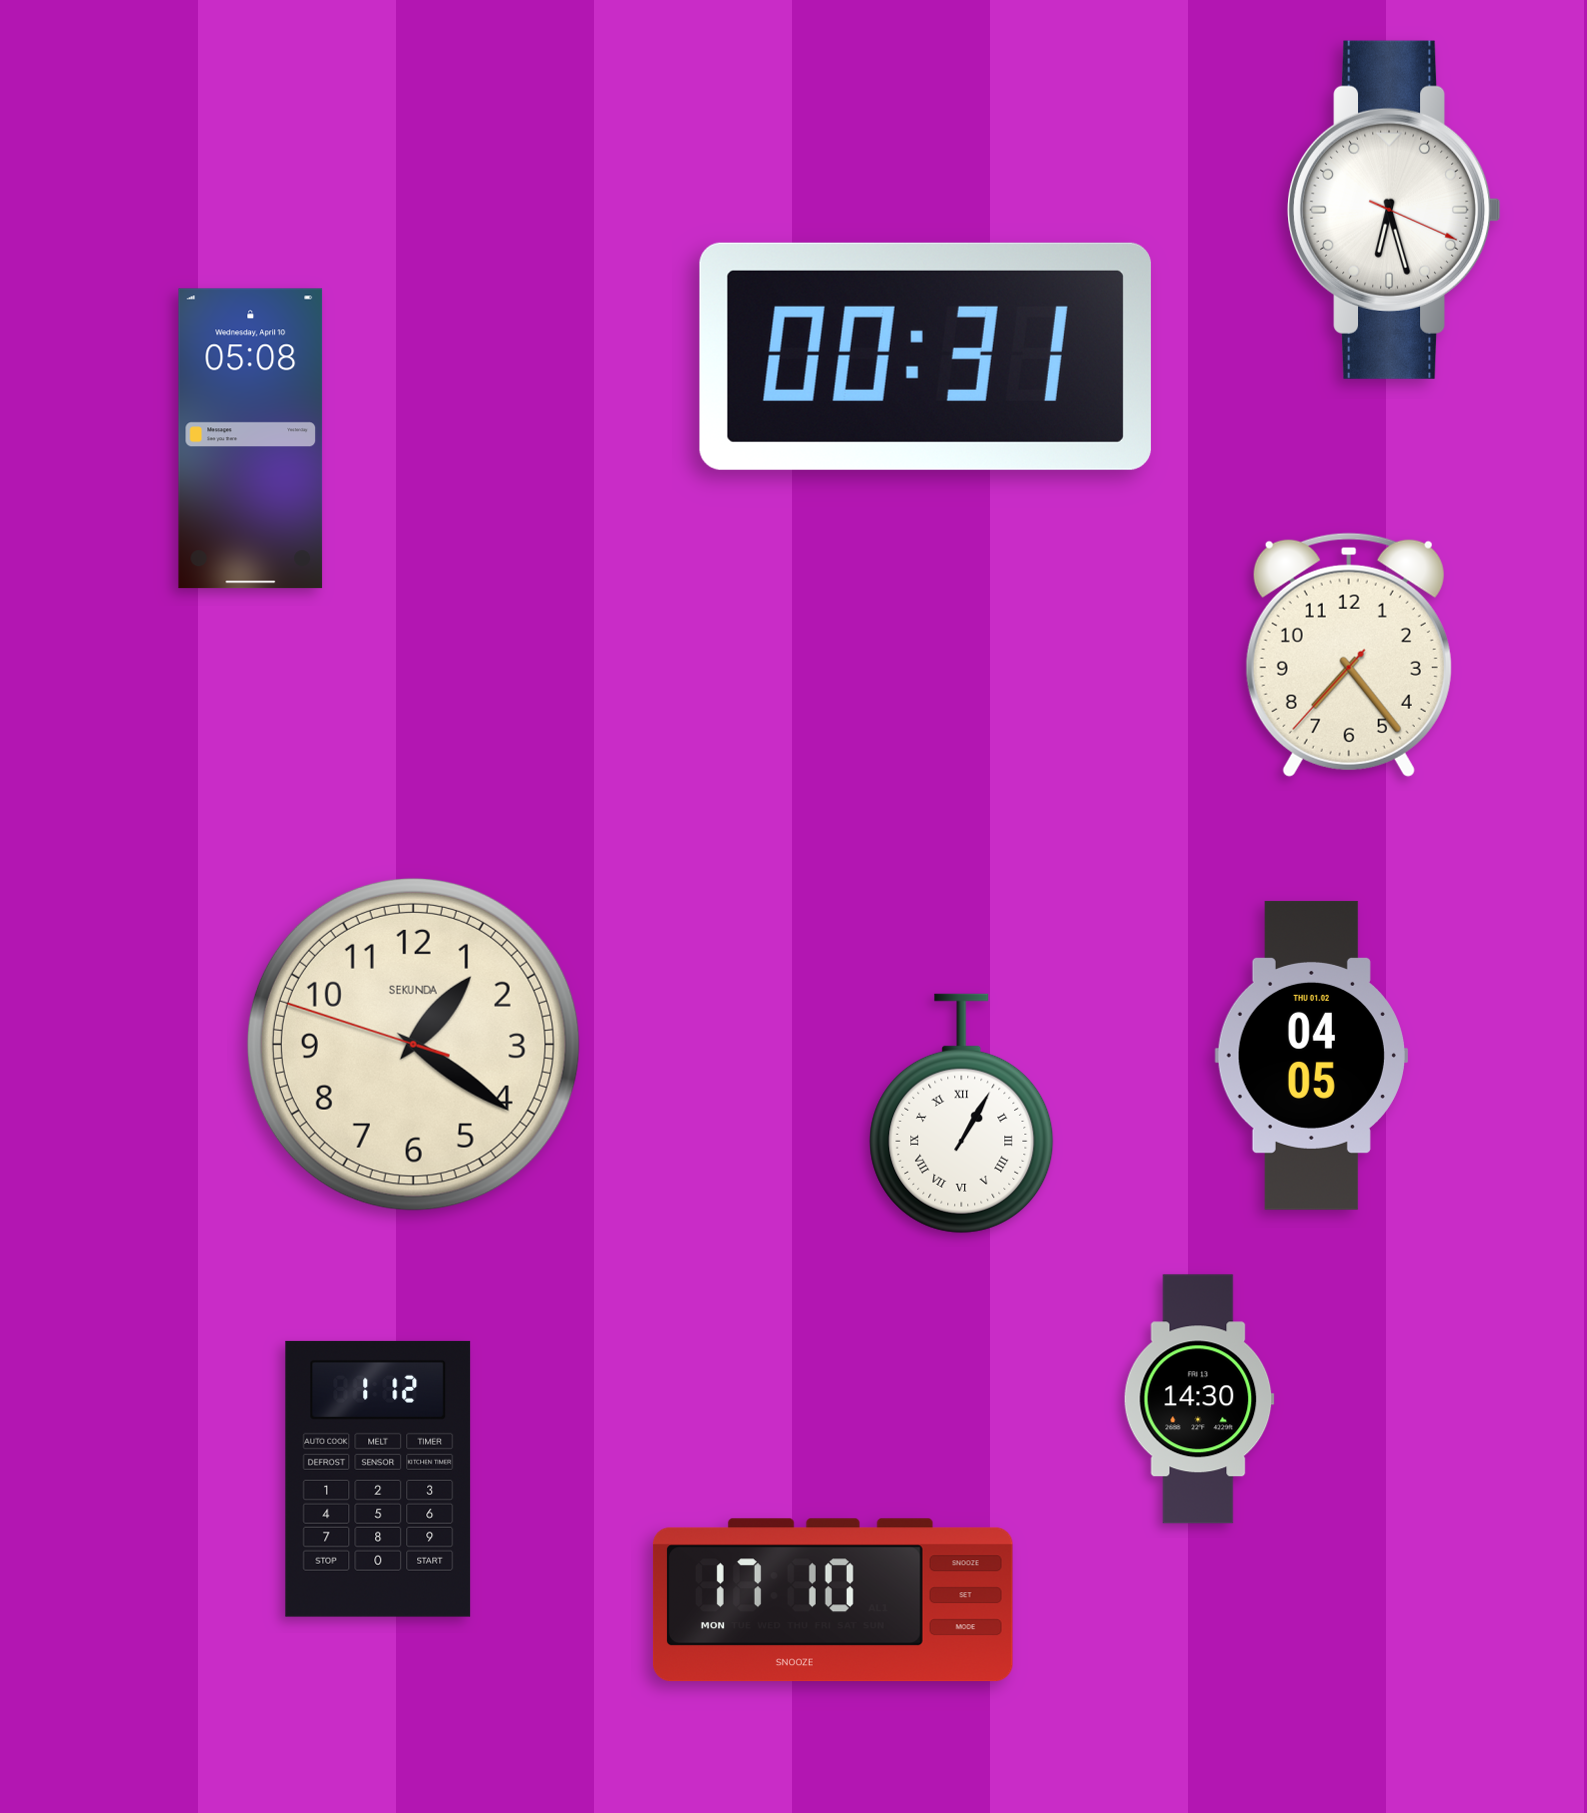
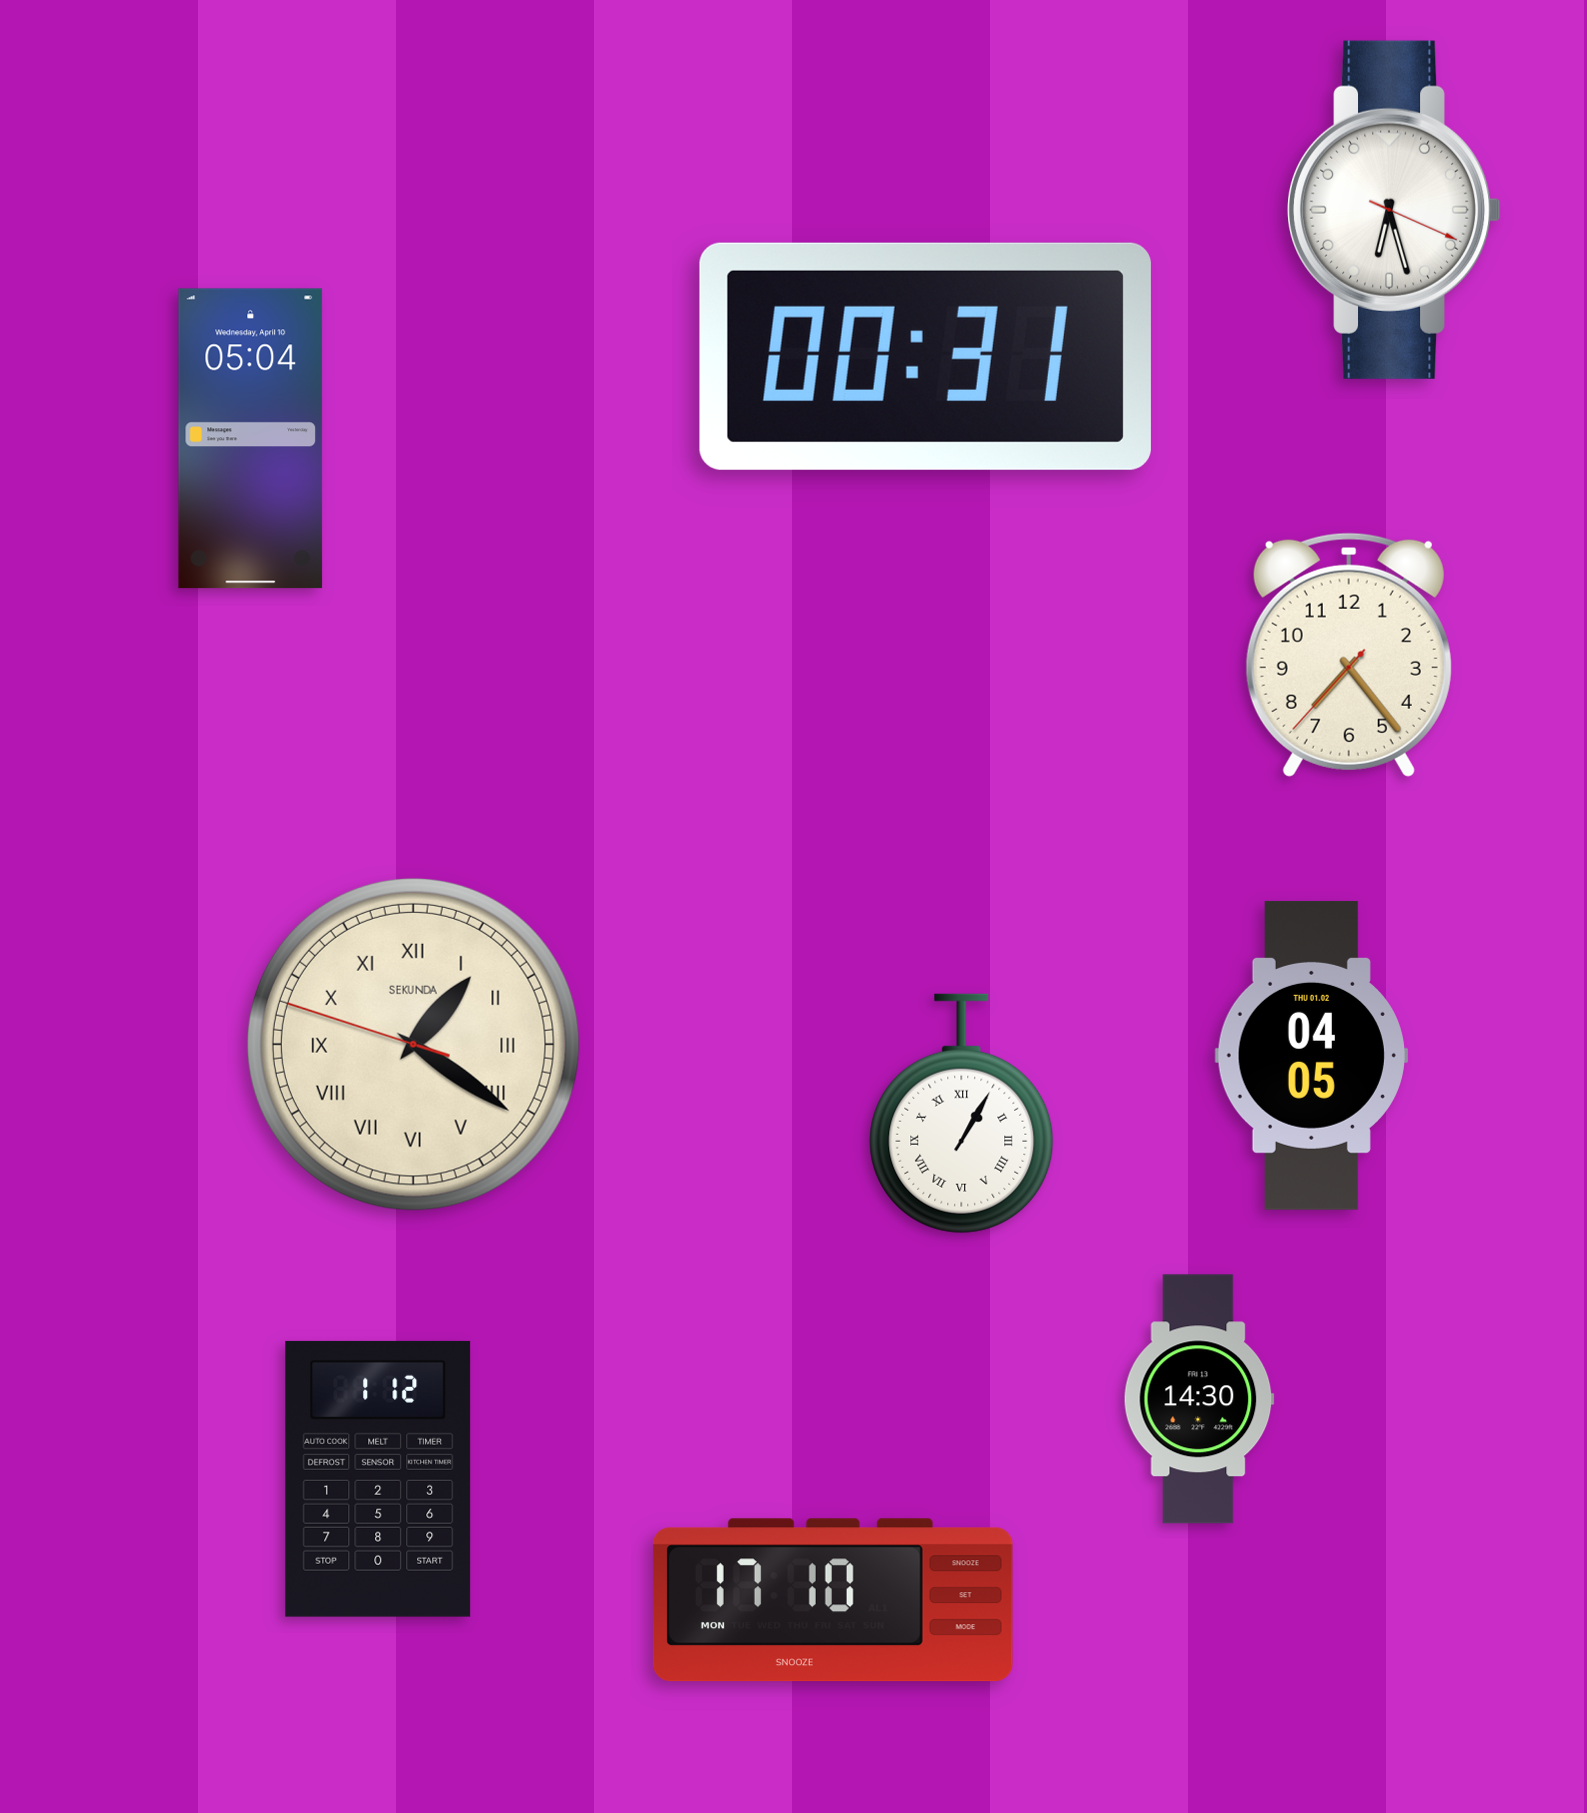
clock at (251, 439): 05:08 -> 05:04
clock at (413, 1044) numerals: Arabic -> Roman
